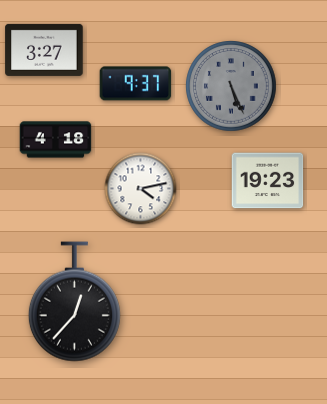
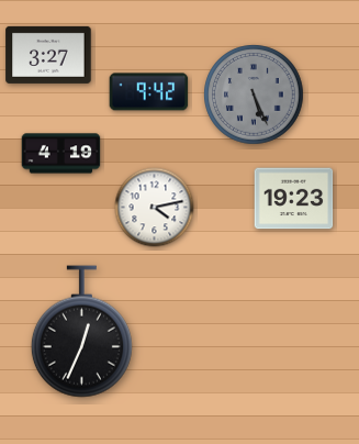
clock at (136, 84): 9:37 -> 9:42
clock at (56, 140): 4:18 -> 4:19
clock at (74, 302): 12:37 -> 12:34
